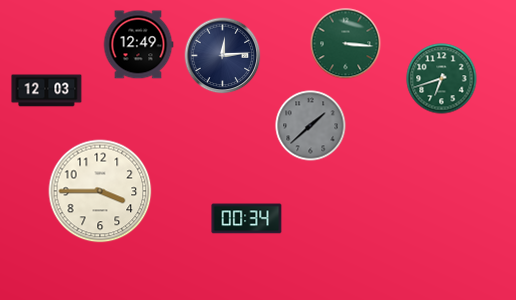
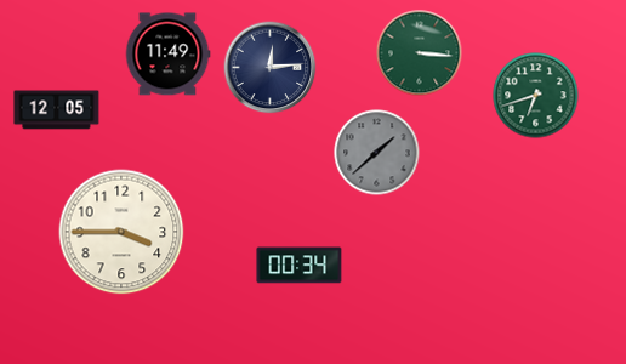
clock at (138, 45): 12:49 -> 11:49
clock at (47, 91): 12:03 -> 12:05
